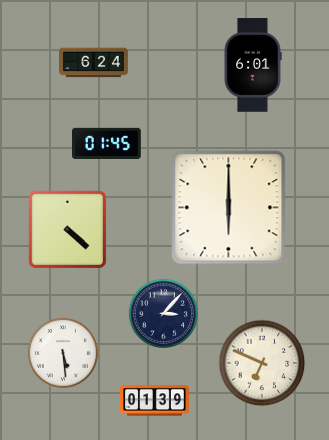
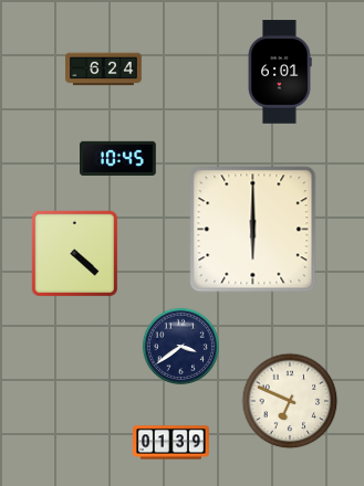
clock at (107, 143): 01:45 -> 10:45
clock at (163, 313): 3:07 -> 3:39
clock at (63, 353): 5:29 -> none
